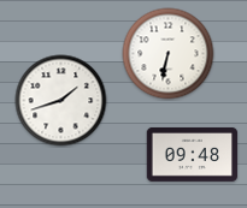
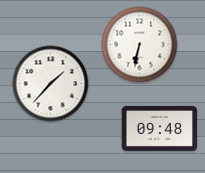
clock at (61, 101): 1:42 -> 1:37
